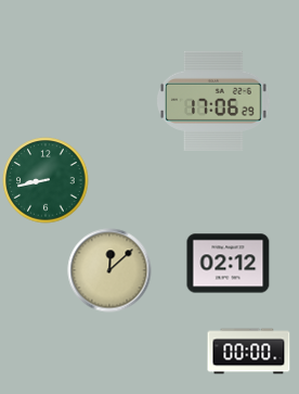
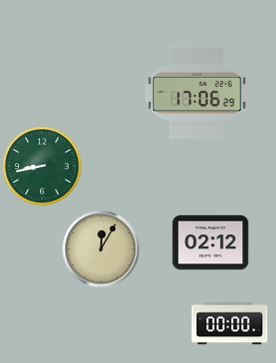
clock at (109, 270): 12:08 -> 12:05
